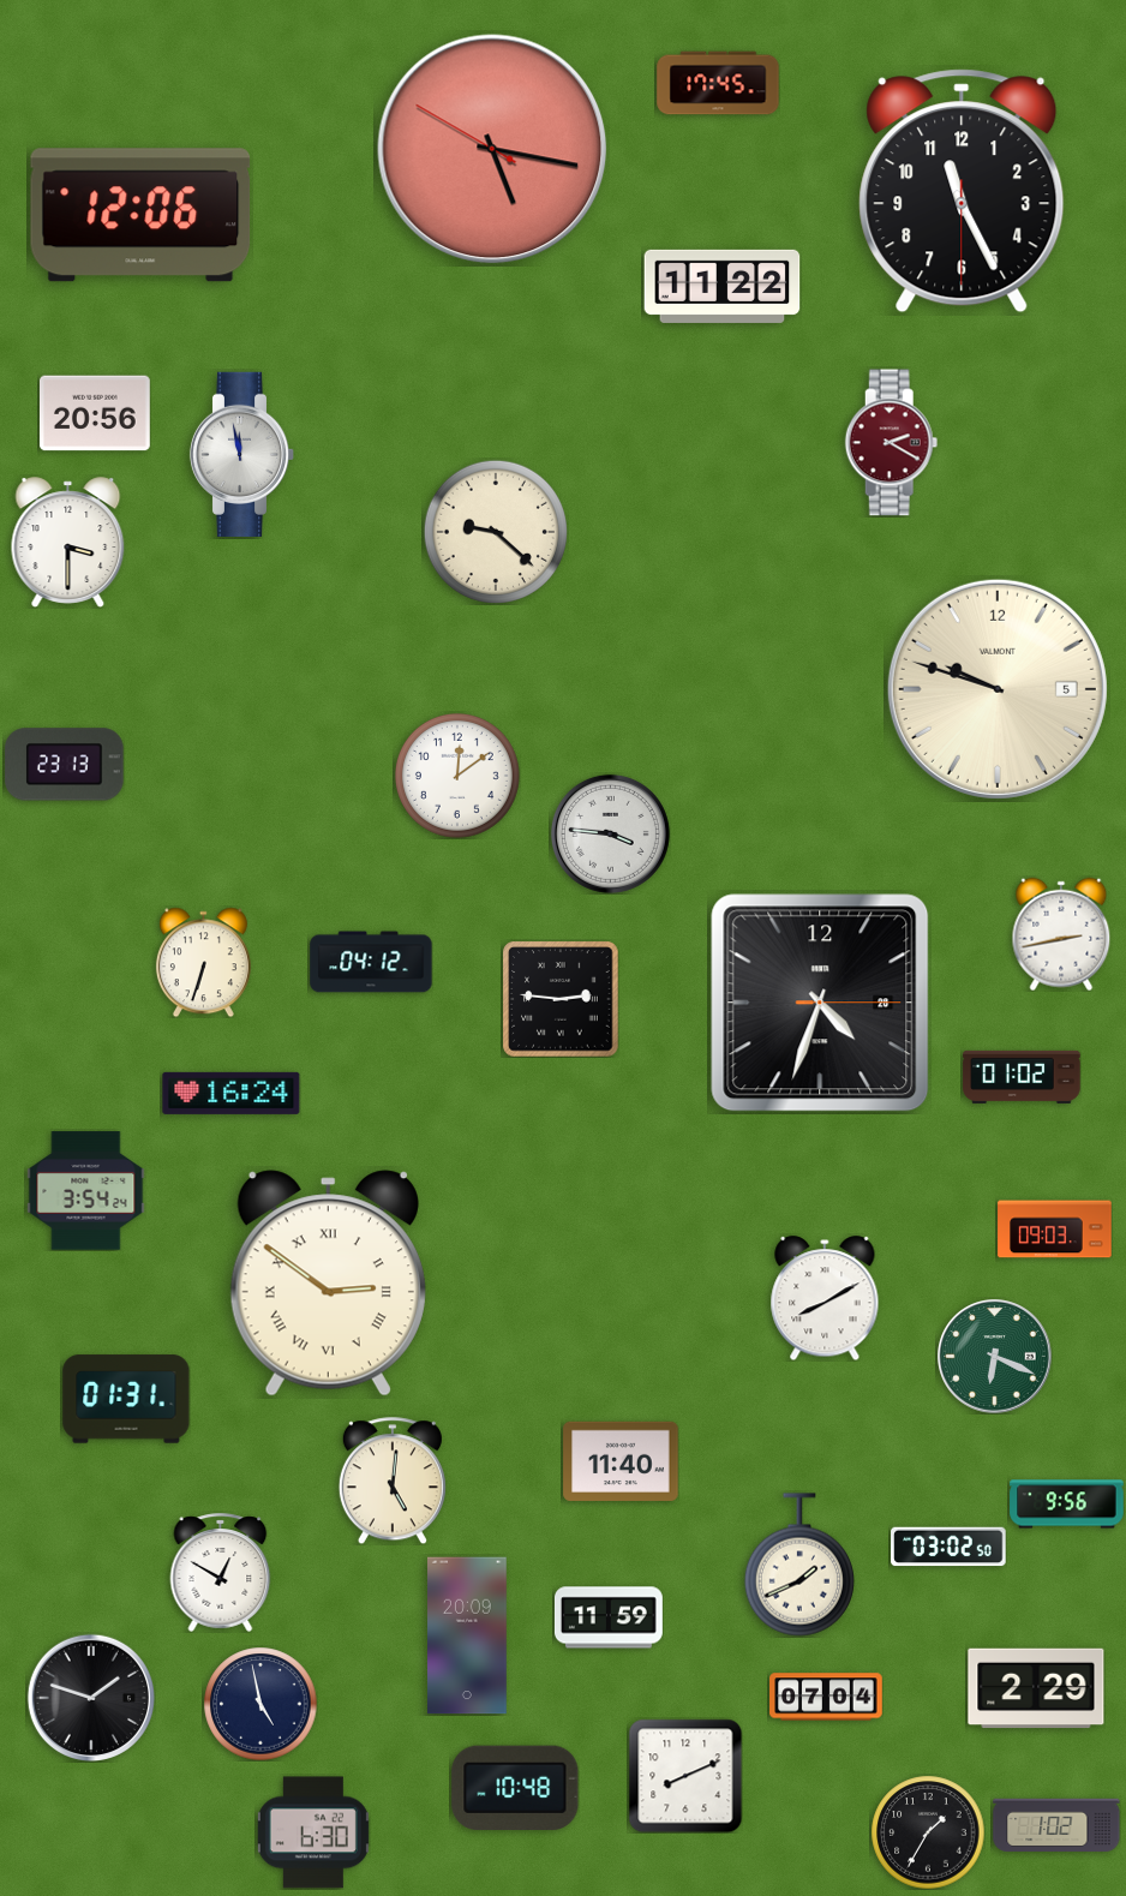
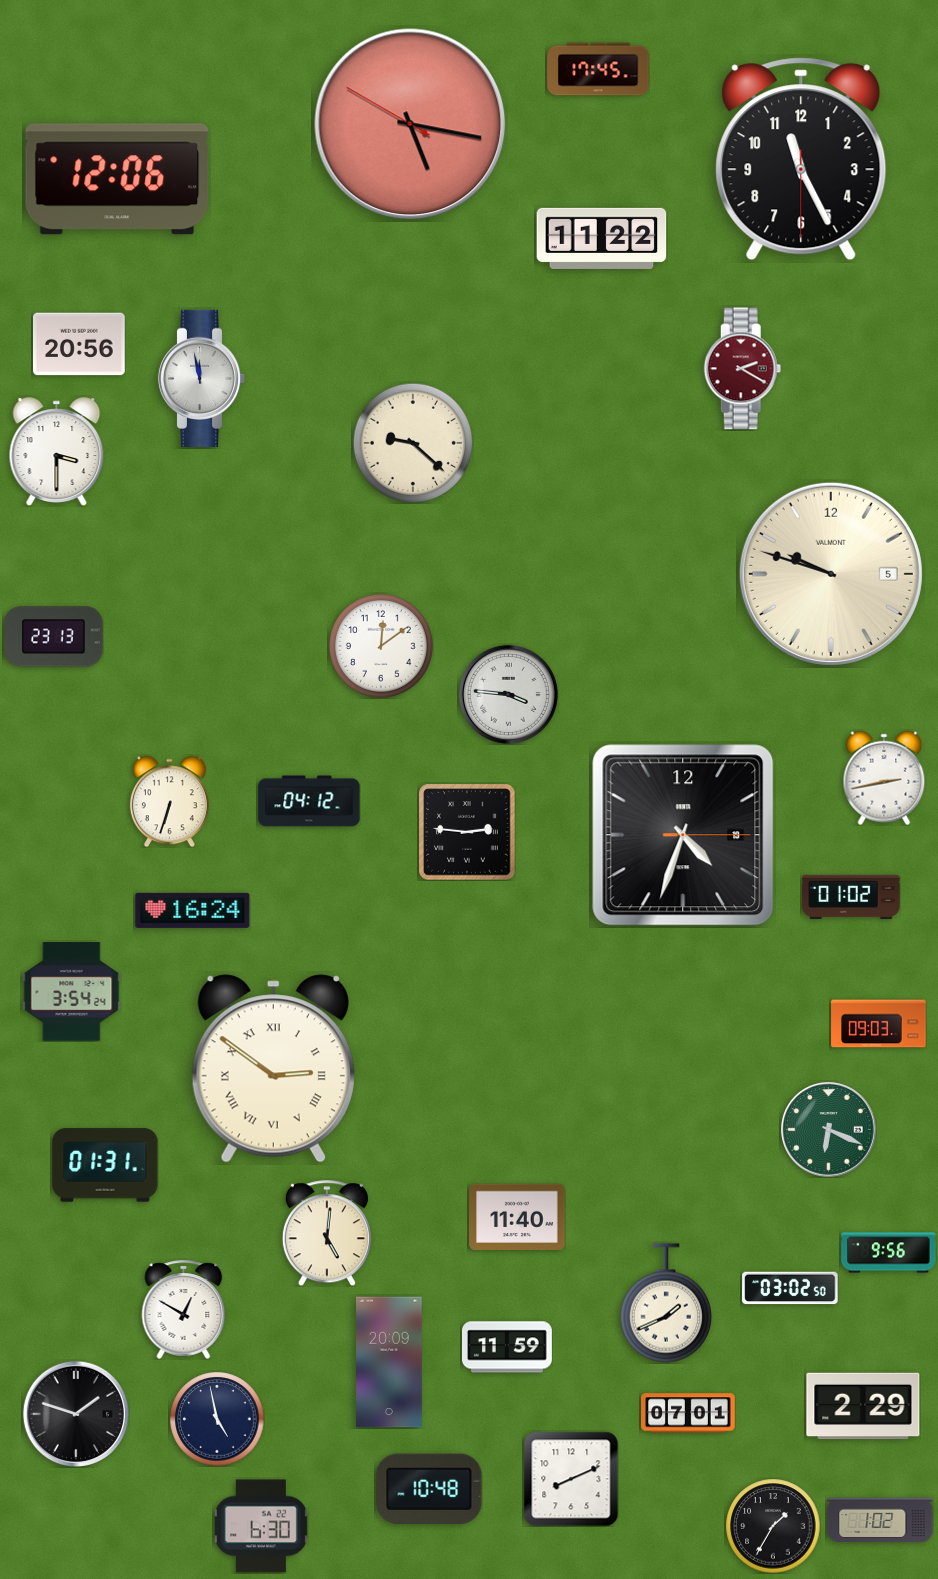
clock at (820, 1003) date: 28 -> 19
clock at (825, 1298): 8:10 -> none
clock at (826, 1697): 07:04 -> 07:01
